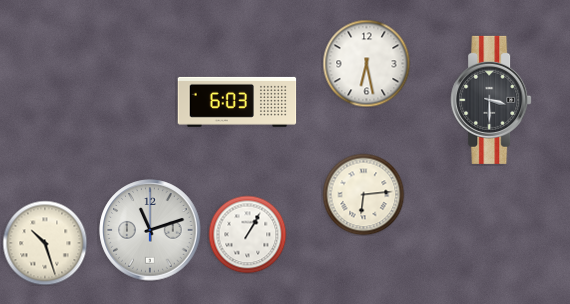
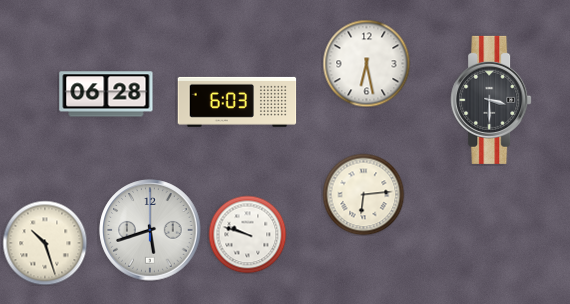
clock at (106, 94): none -> 06:28
clock at (150, 230): 11:12 -> 5:42
clock at (247, 234): 1:05 -> 9:48
